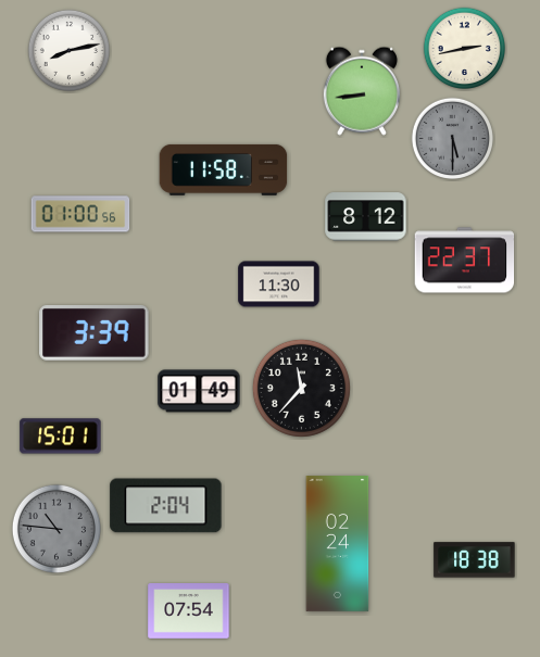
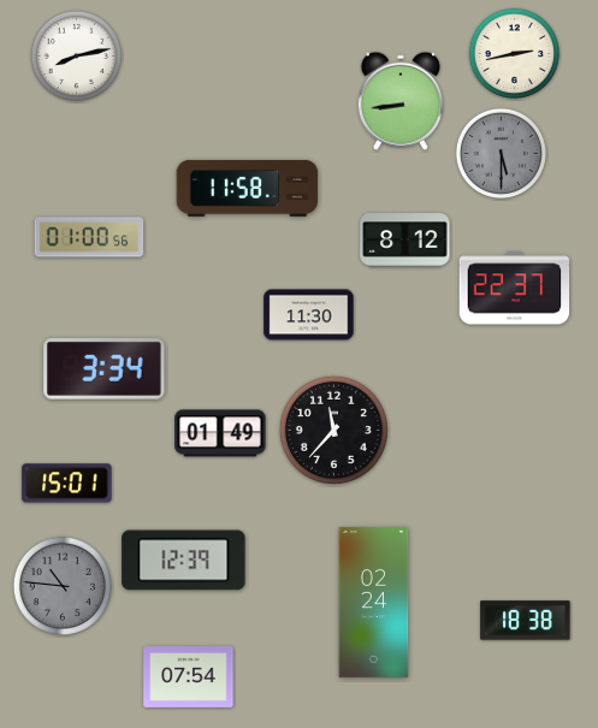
clock at (95, 333): 3:39 -> 3:34
clock at (166, 506): 2:04 -> 12:39
clock at (189, 611) position: (189, 611) -> (189, 677)
